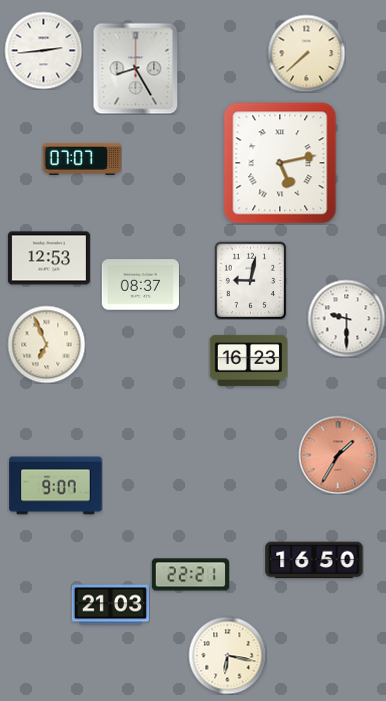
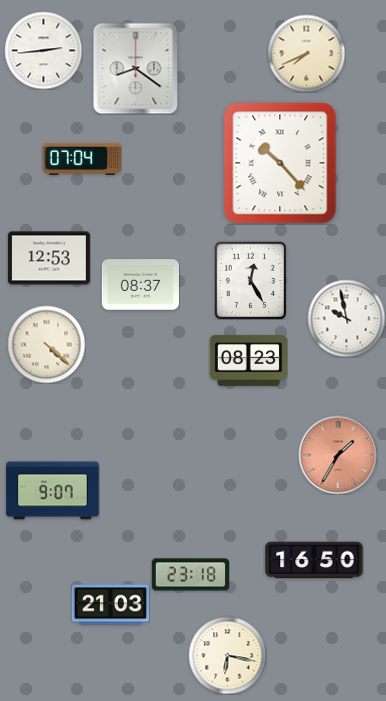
clock at (306, 53): 7:38 -> 7:41
clock at (136, 68): 8:25 -> 8:21
clock at (81, 159): 07:07 -> 07:04
clock at (280, 163): 5:13 -> 10:23
clock at (251, 280): 9:02 -> 12:25
clock at (346, 318): 9:30 -> 9:58
clock at (46, 344): 6:56 -> 4:22
clock at (248, 360): 16:23 -> 08:23
clock at (56, 486) position: (56, 486) -> (53, 491)
clock at (190, 575): 22:21 -> 23:18
